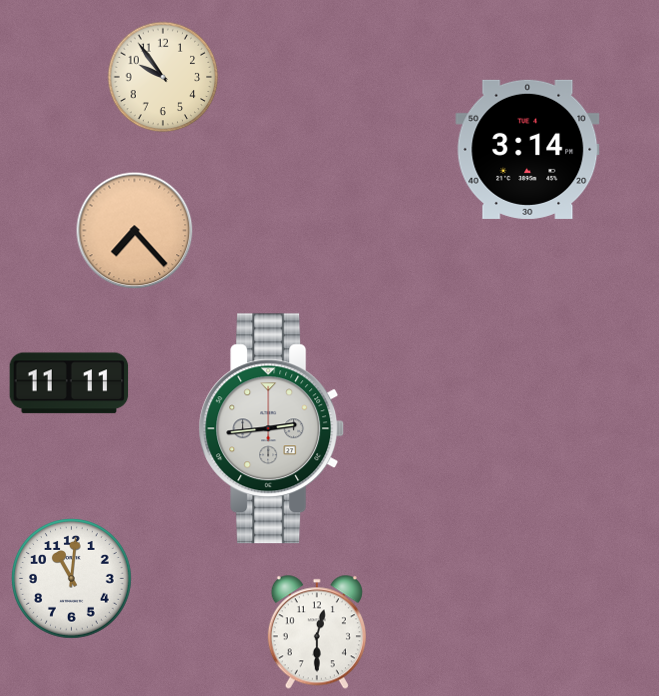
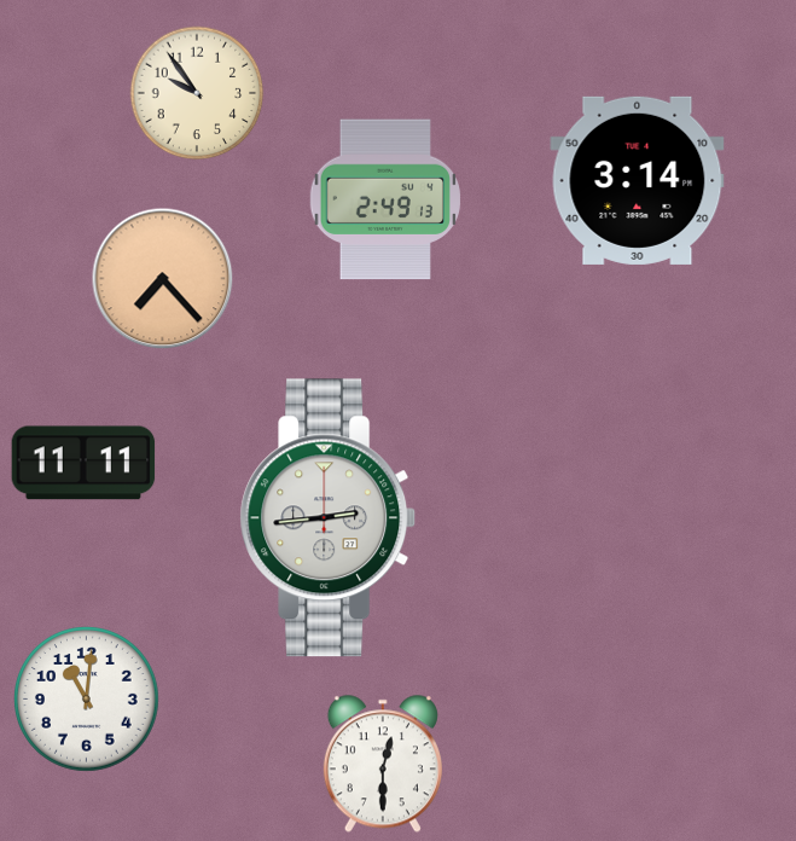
clock at (384, 199): none -> 2:49
